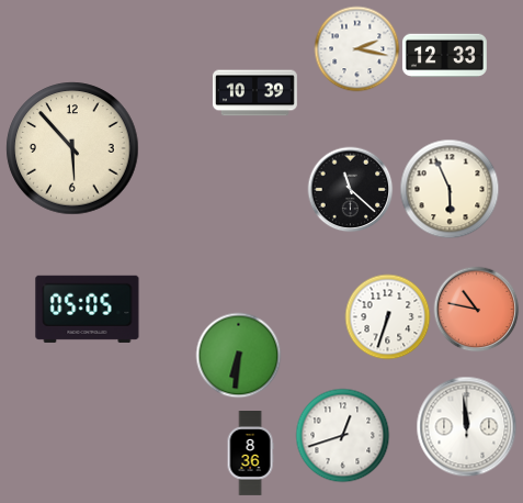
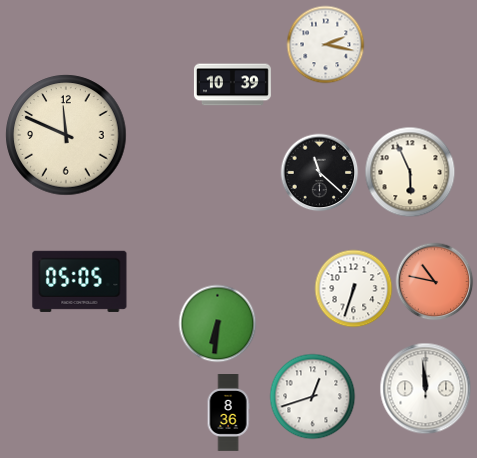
clock at (444, 56): 12:33 -> none
clock at (72, 148): 5:53 -> 11:49
